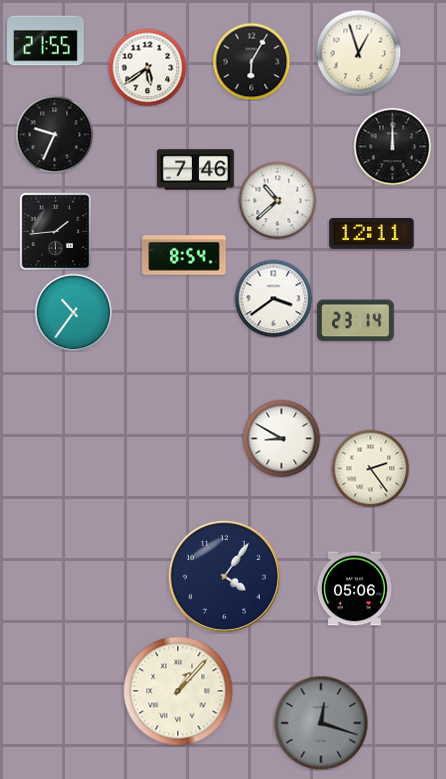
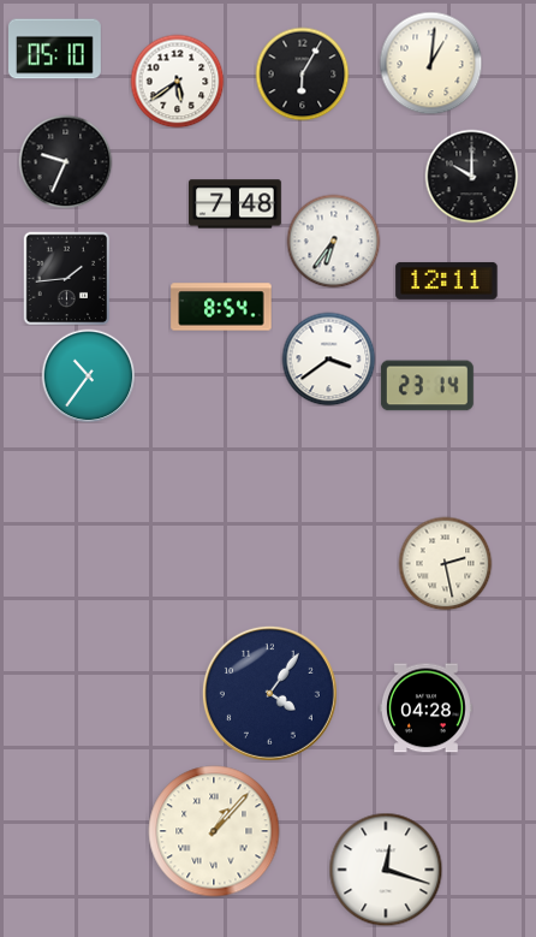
clock at (46, 41): 21:55 -> 05:10
clock at (358, 52): 12:57 -> 1:01
clock at (392, 146): 12:00 -> 10:00
clock at (196, 170): 7:46 -> 7:48
clock at (277, 200): 10:38 -> 6:36
clock at (281, 438): 8:50 -> none
clock at (370, 468): 2:24 -> 2:28
clock at (354, 589): 05:06 -> 04:28
clock at (321, 723) dial: grey -> white
